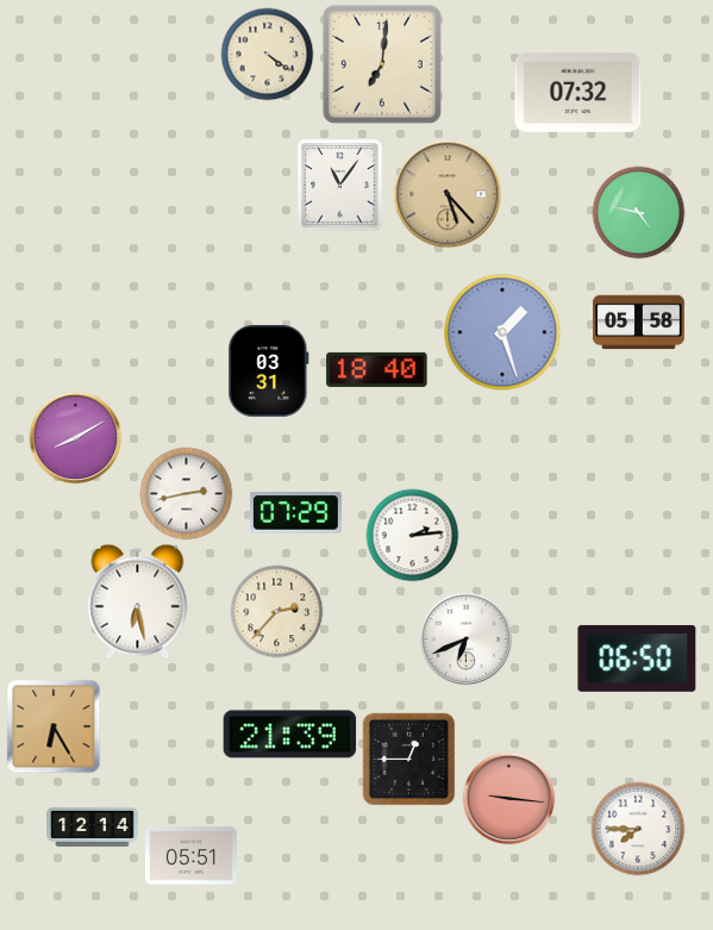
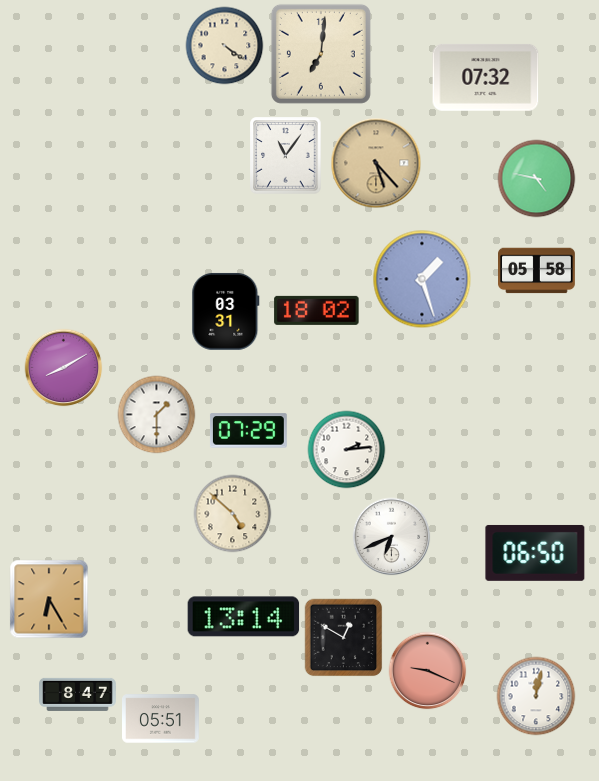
clock at (377, 369): 18:40 -> 18:02
clock at (186, 493): 2:43 -> 1:30
clock at (138, 601): 6:28 -> none
clock at (276, 611): 2:37 -> 4:52
clock at (54, 726) position: (54, 726) -> (49, 599)
clock at (290, 735): 21:39 -> 13:14
clock at (408, 759): 12:45 -> 12:50
clock at (508, 798): 9:16 -> 9:19
clock at (93, 826): 12:14 -> 8:47
clock at (638, 829): 7:45 -> 12:02
